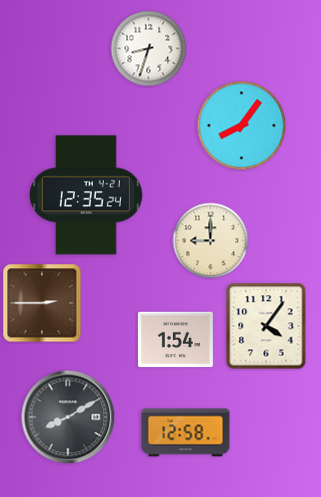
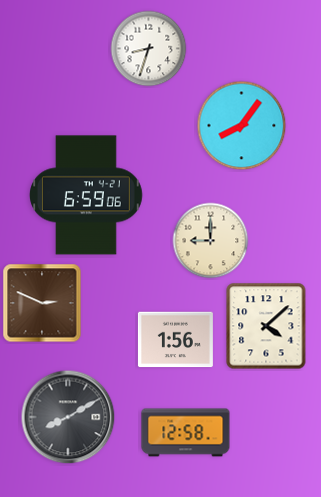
clock at (87, 195): 12:35 -> 6:59
clock at (42, 303): 2:45 -> 2:49
clock at (266, 326): 4:06 -> 4:08
clock at (175, 340): 1:54 -> 1:56
